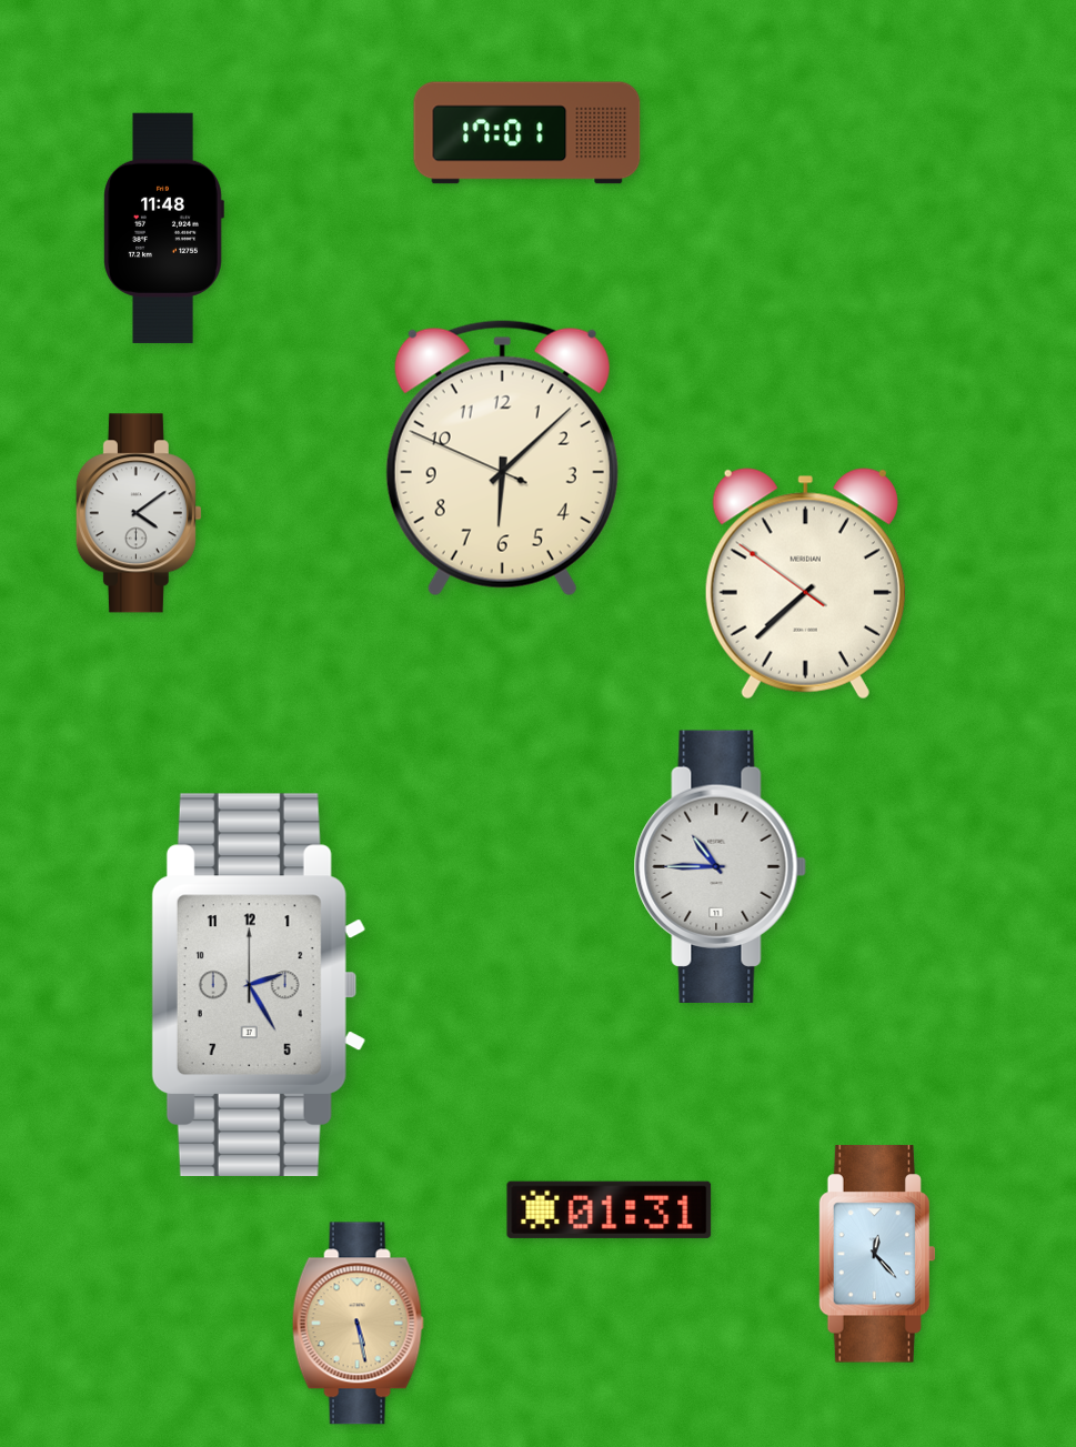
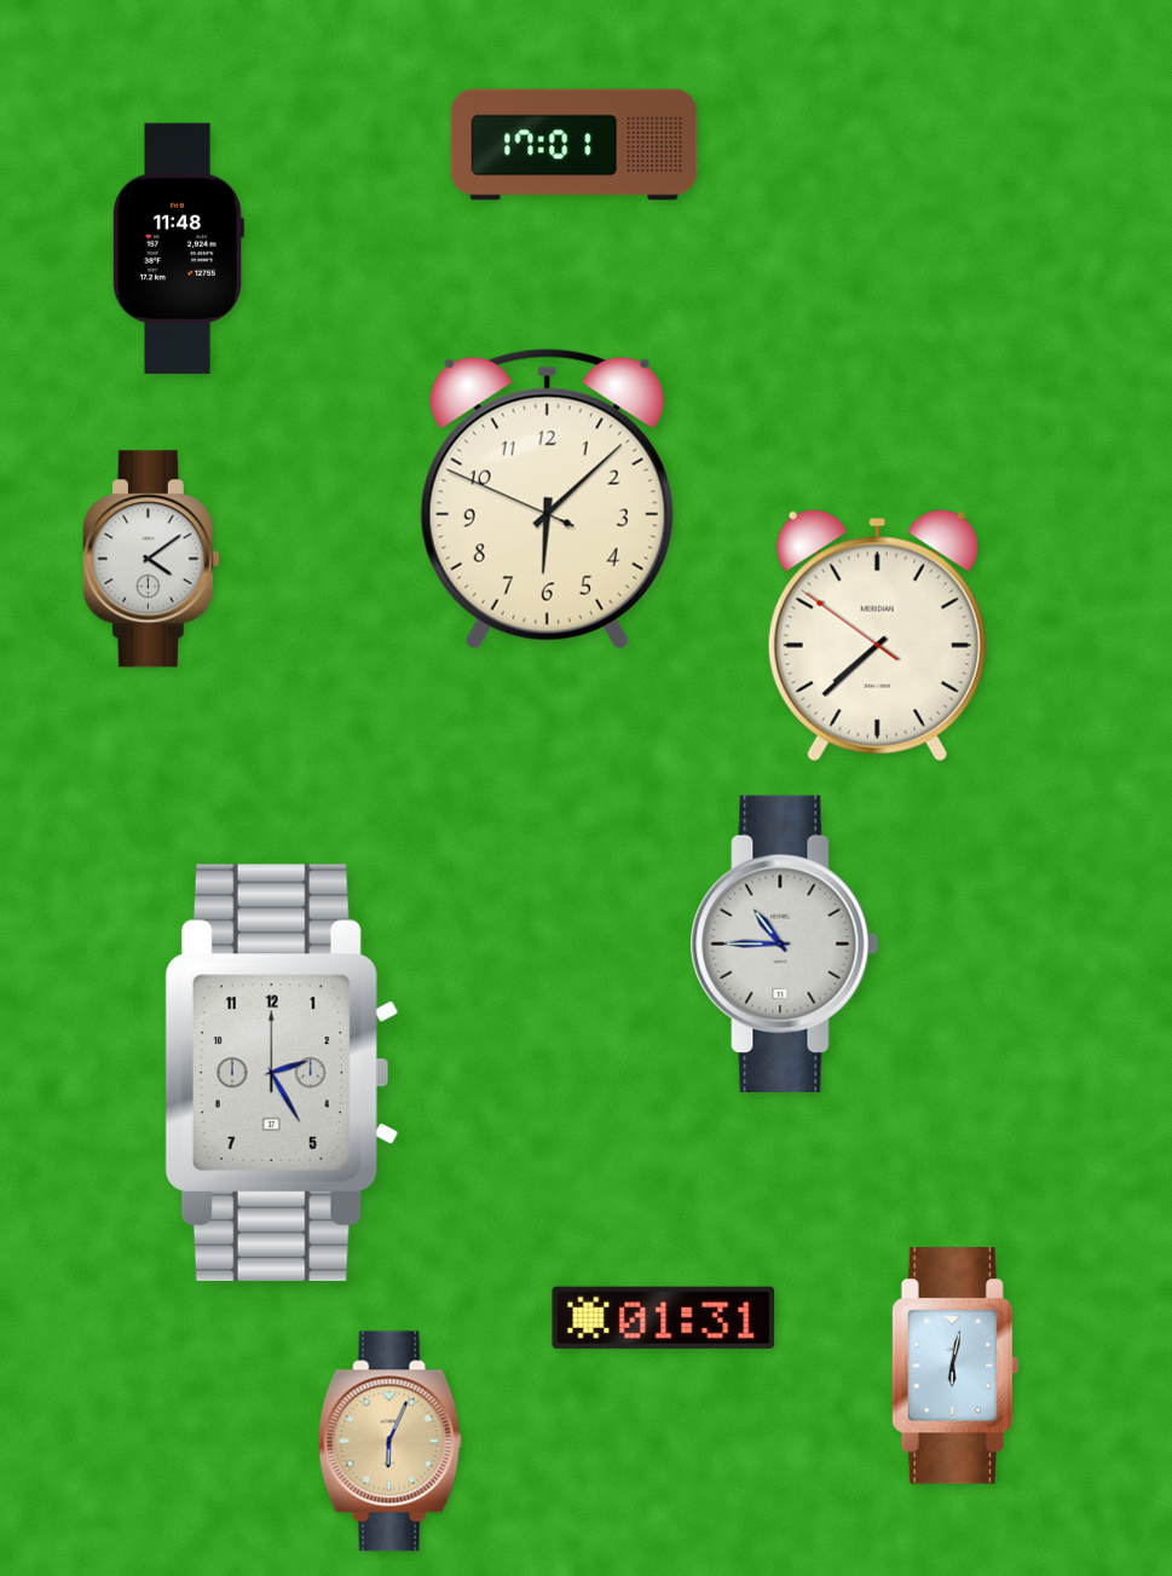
clock at (876, 1254): 12:23 -> 6:02
clock at (358, 1324): 5:28 -> 6:04
